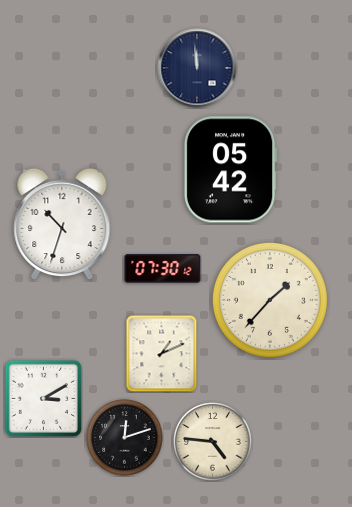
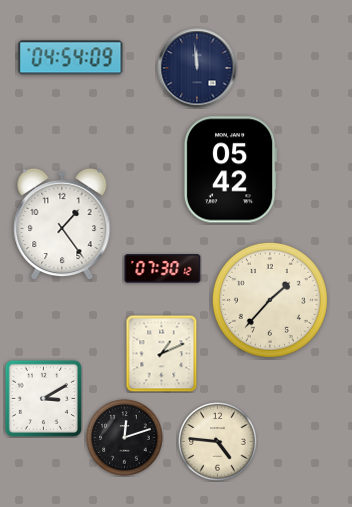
clock at (71, 58): none -> 04:54
clock at (62, 224): 10:33 -> 1:24
clock at (213, 442) position: (213, 442) -> (218, 442)
